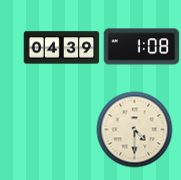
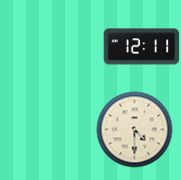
clock at (142, 47): 1:08 -> 12:11
clock at (62, 48): 04:39 -> none
